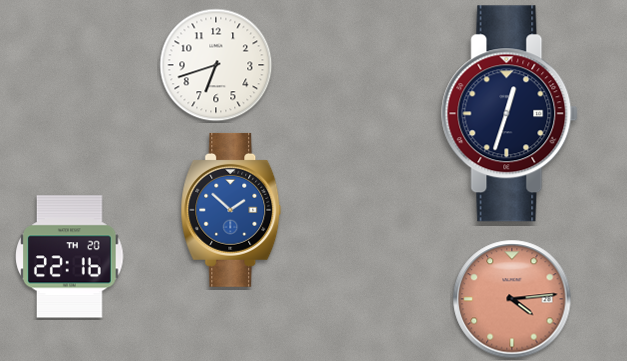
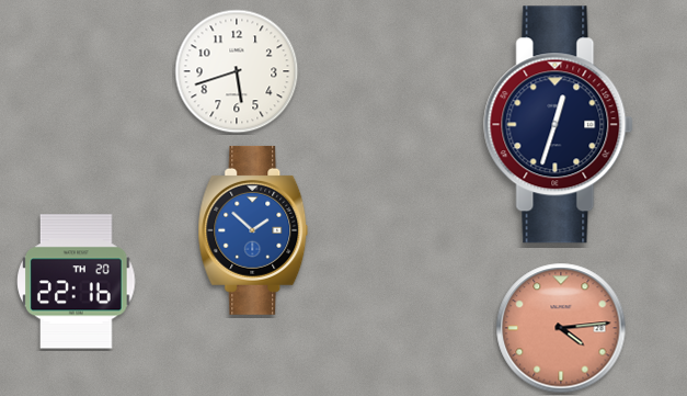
clock at (216, 65): 6:42 -> 5:42
